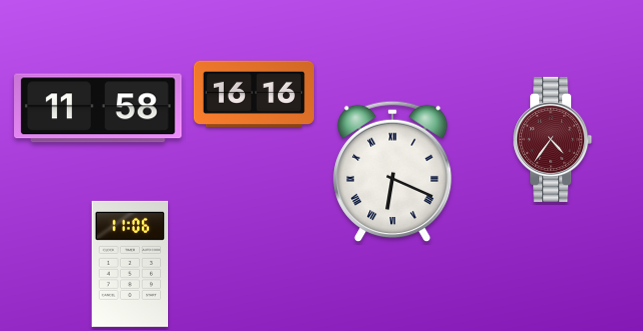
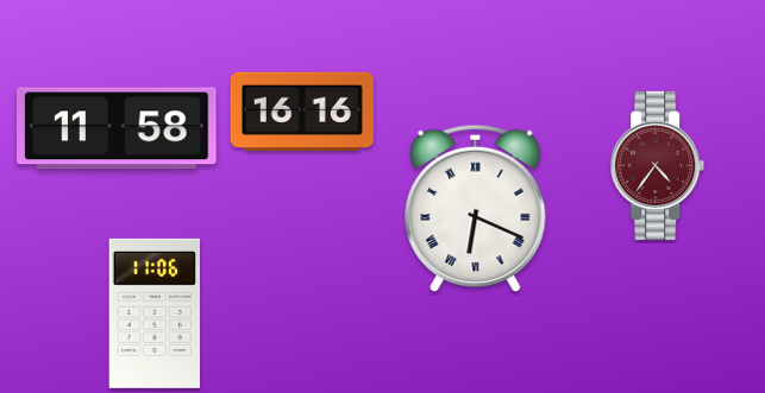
clock at (393, 172) position: (393, 172) -> (476, 209)
